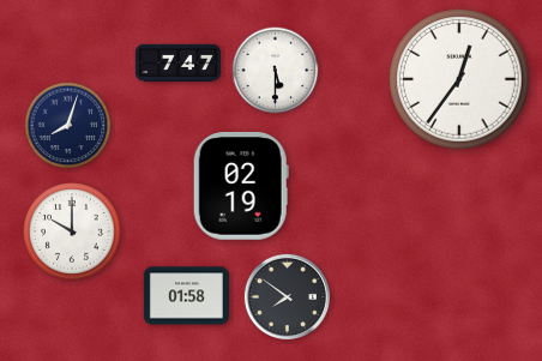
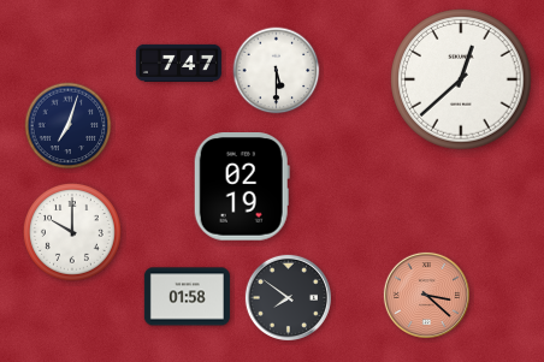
clock at (459, 79): 12:36 -> 12:38
clock at (68, 126): 8:03 -> 7:03
clock at (426, 295): none -> 3:22
